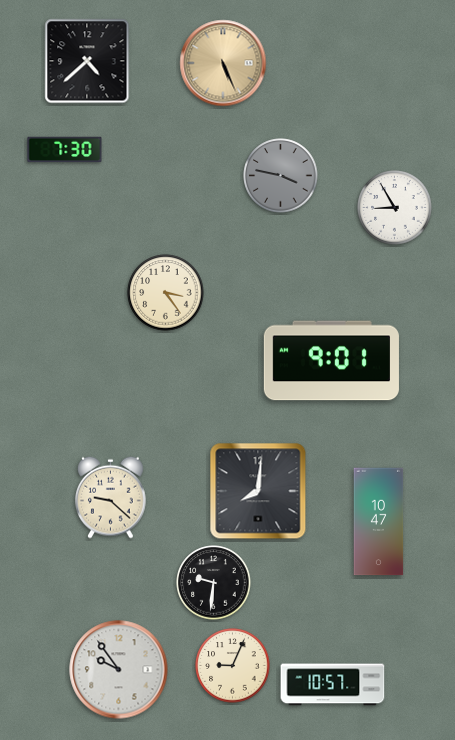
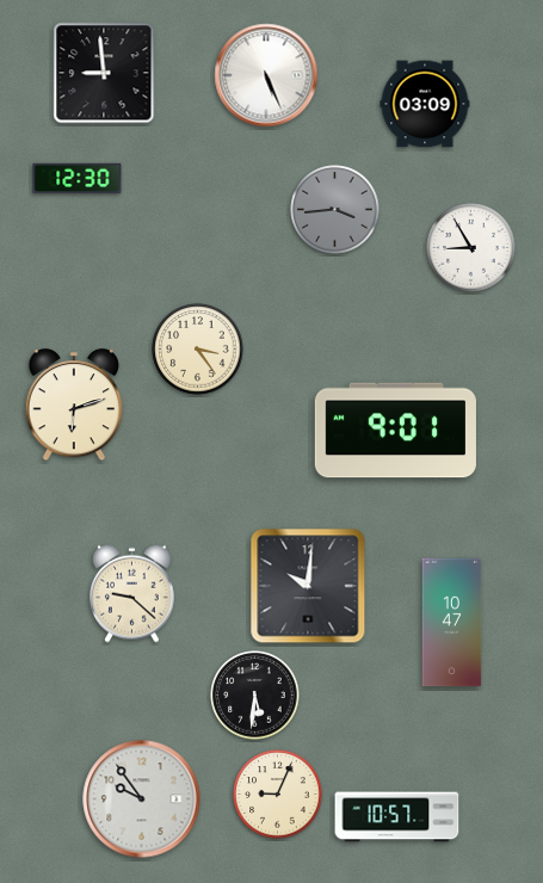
clock at (87, 61): 4:38 -> 8:59
clock at (223, 63) dial: champagne -> white
clock at (425, 104): none -> 03:09
clock at (65, 150): 7:30 -> 12:30
clock at (281, 176): 3:47 -> 3:44
clock at (74, 406): none -> 6:12
clock at (258, 491): 8:01 -> 10:01
clock at (214, 583): 9:31 -> 5:31
